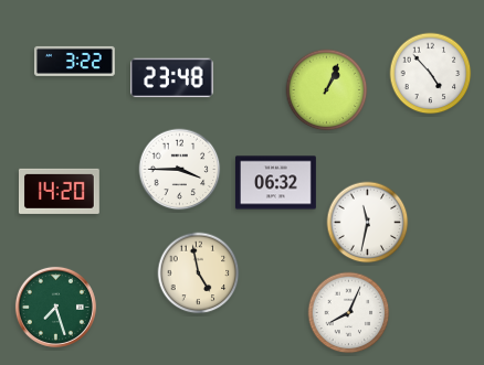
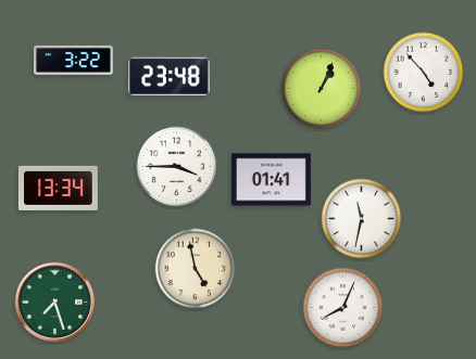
clock at (276, 183): 06:32 -> 01:41
clock at (59, 191): 14:20 -> 13:34
